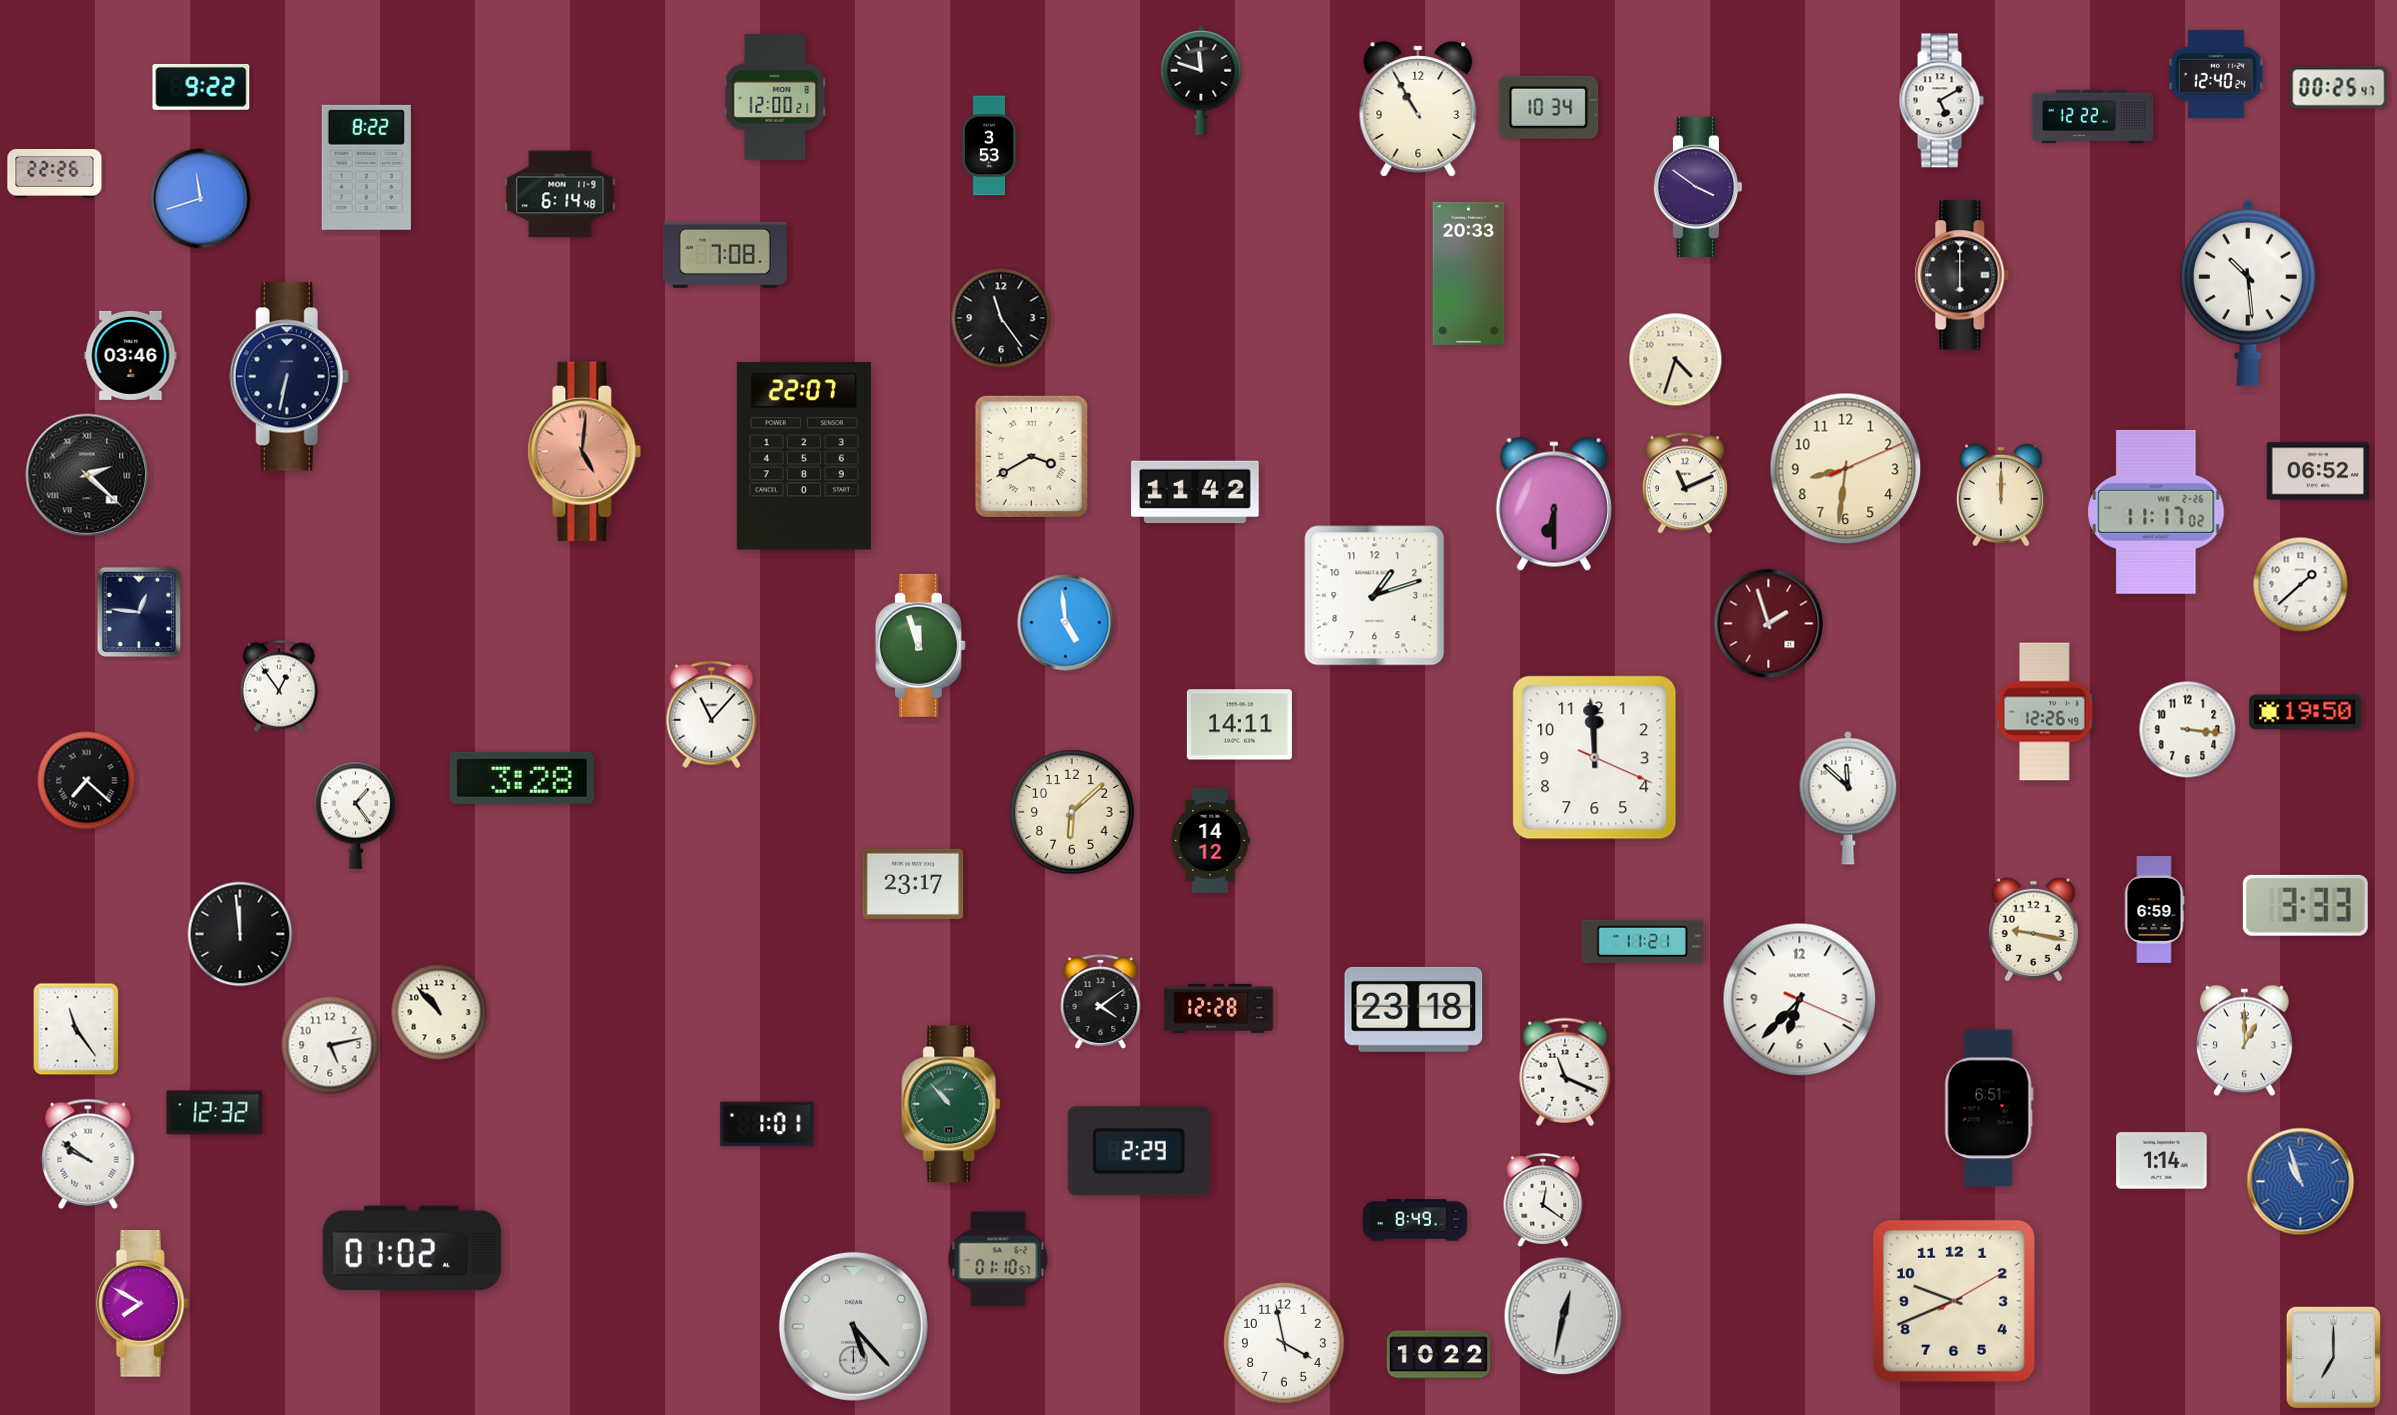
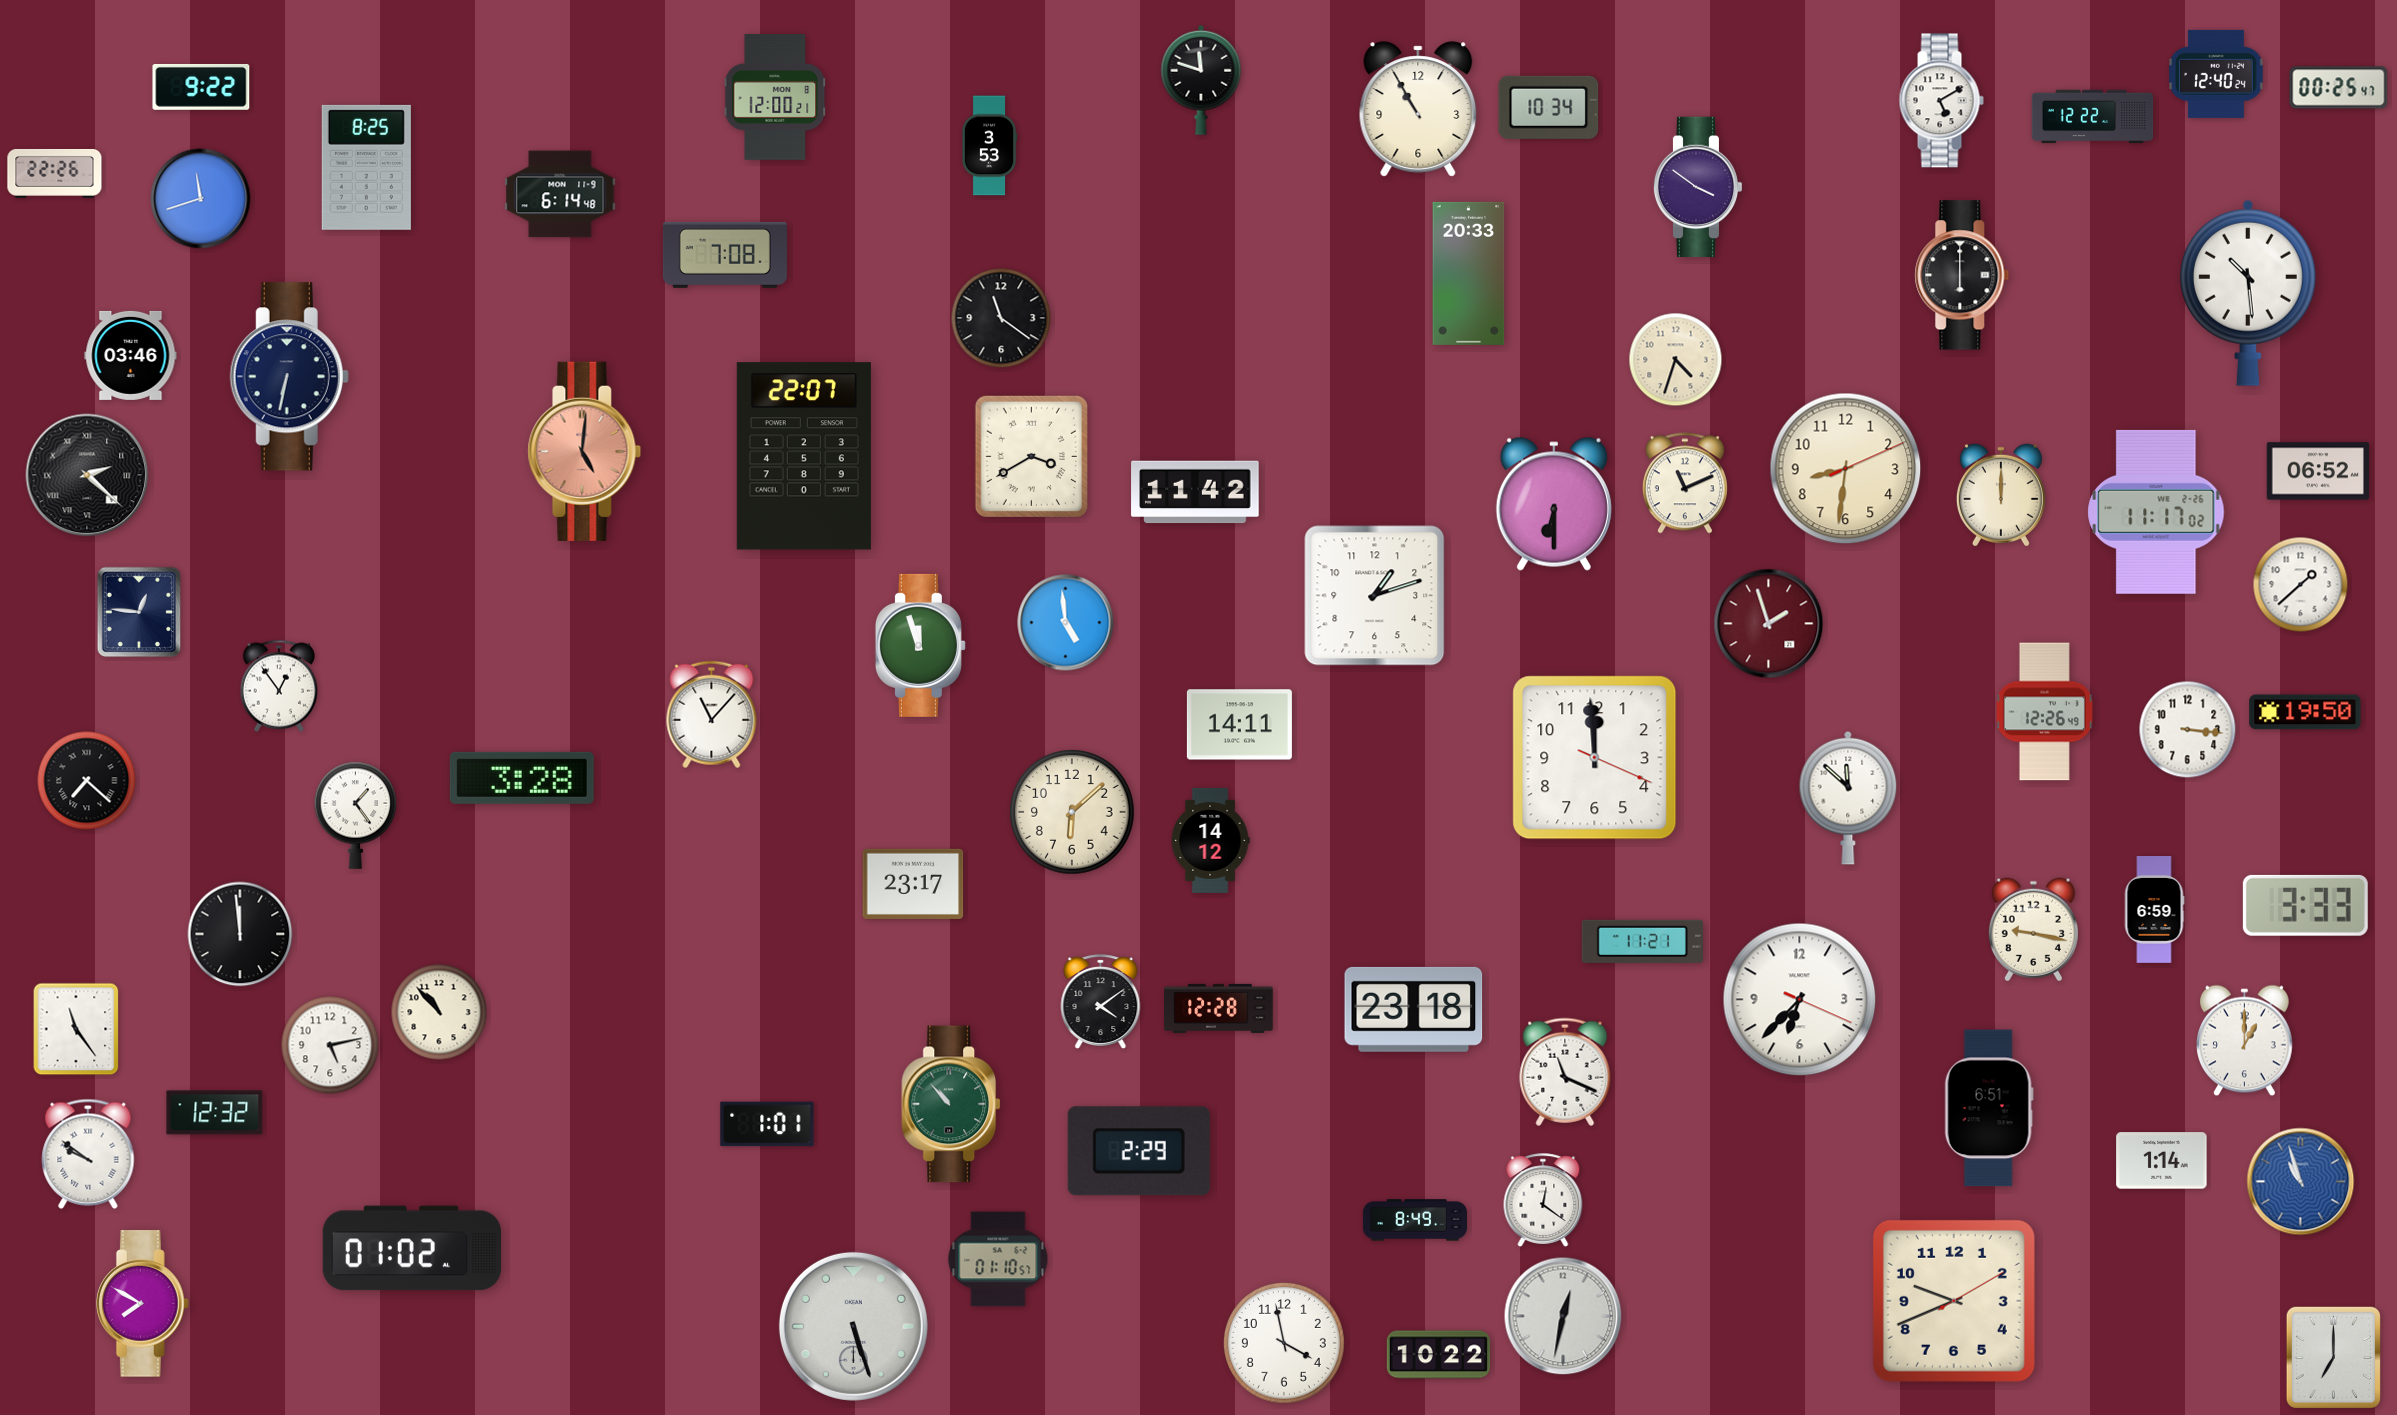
clock at (366, 167): 8:22 -> 8:25
clock at (1001, 318): 11:24 -> 11:21
clock at (853, 1326): 5:23 -> 5:27
